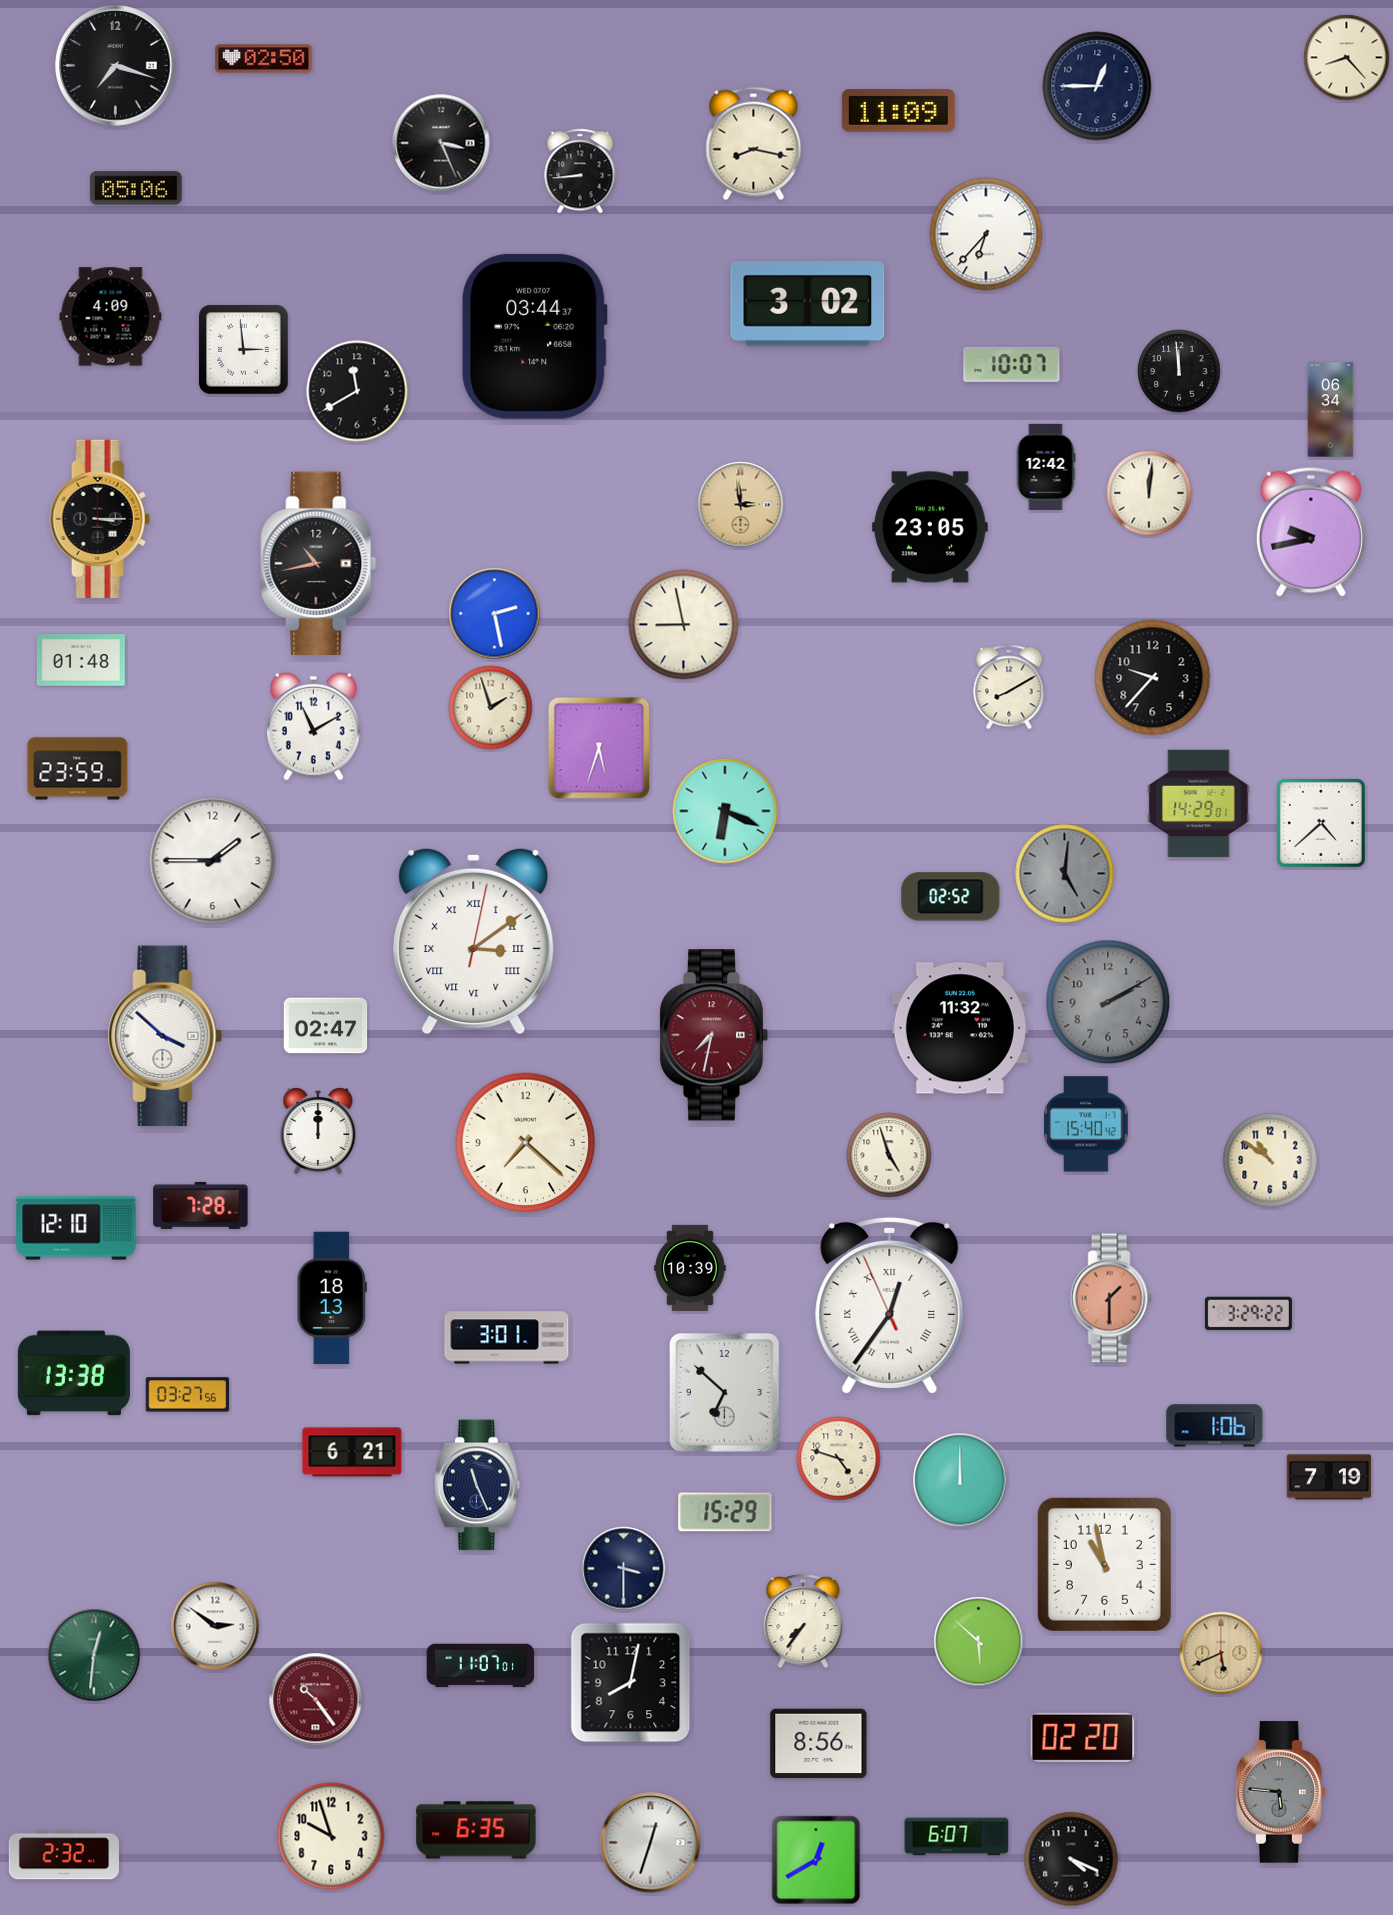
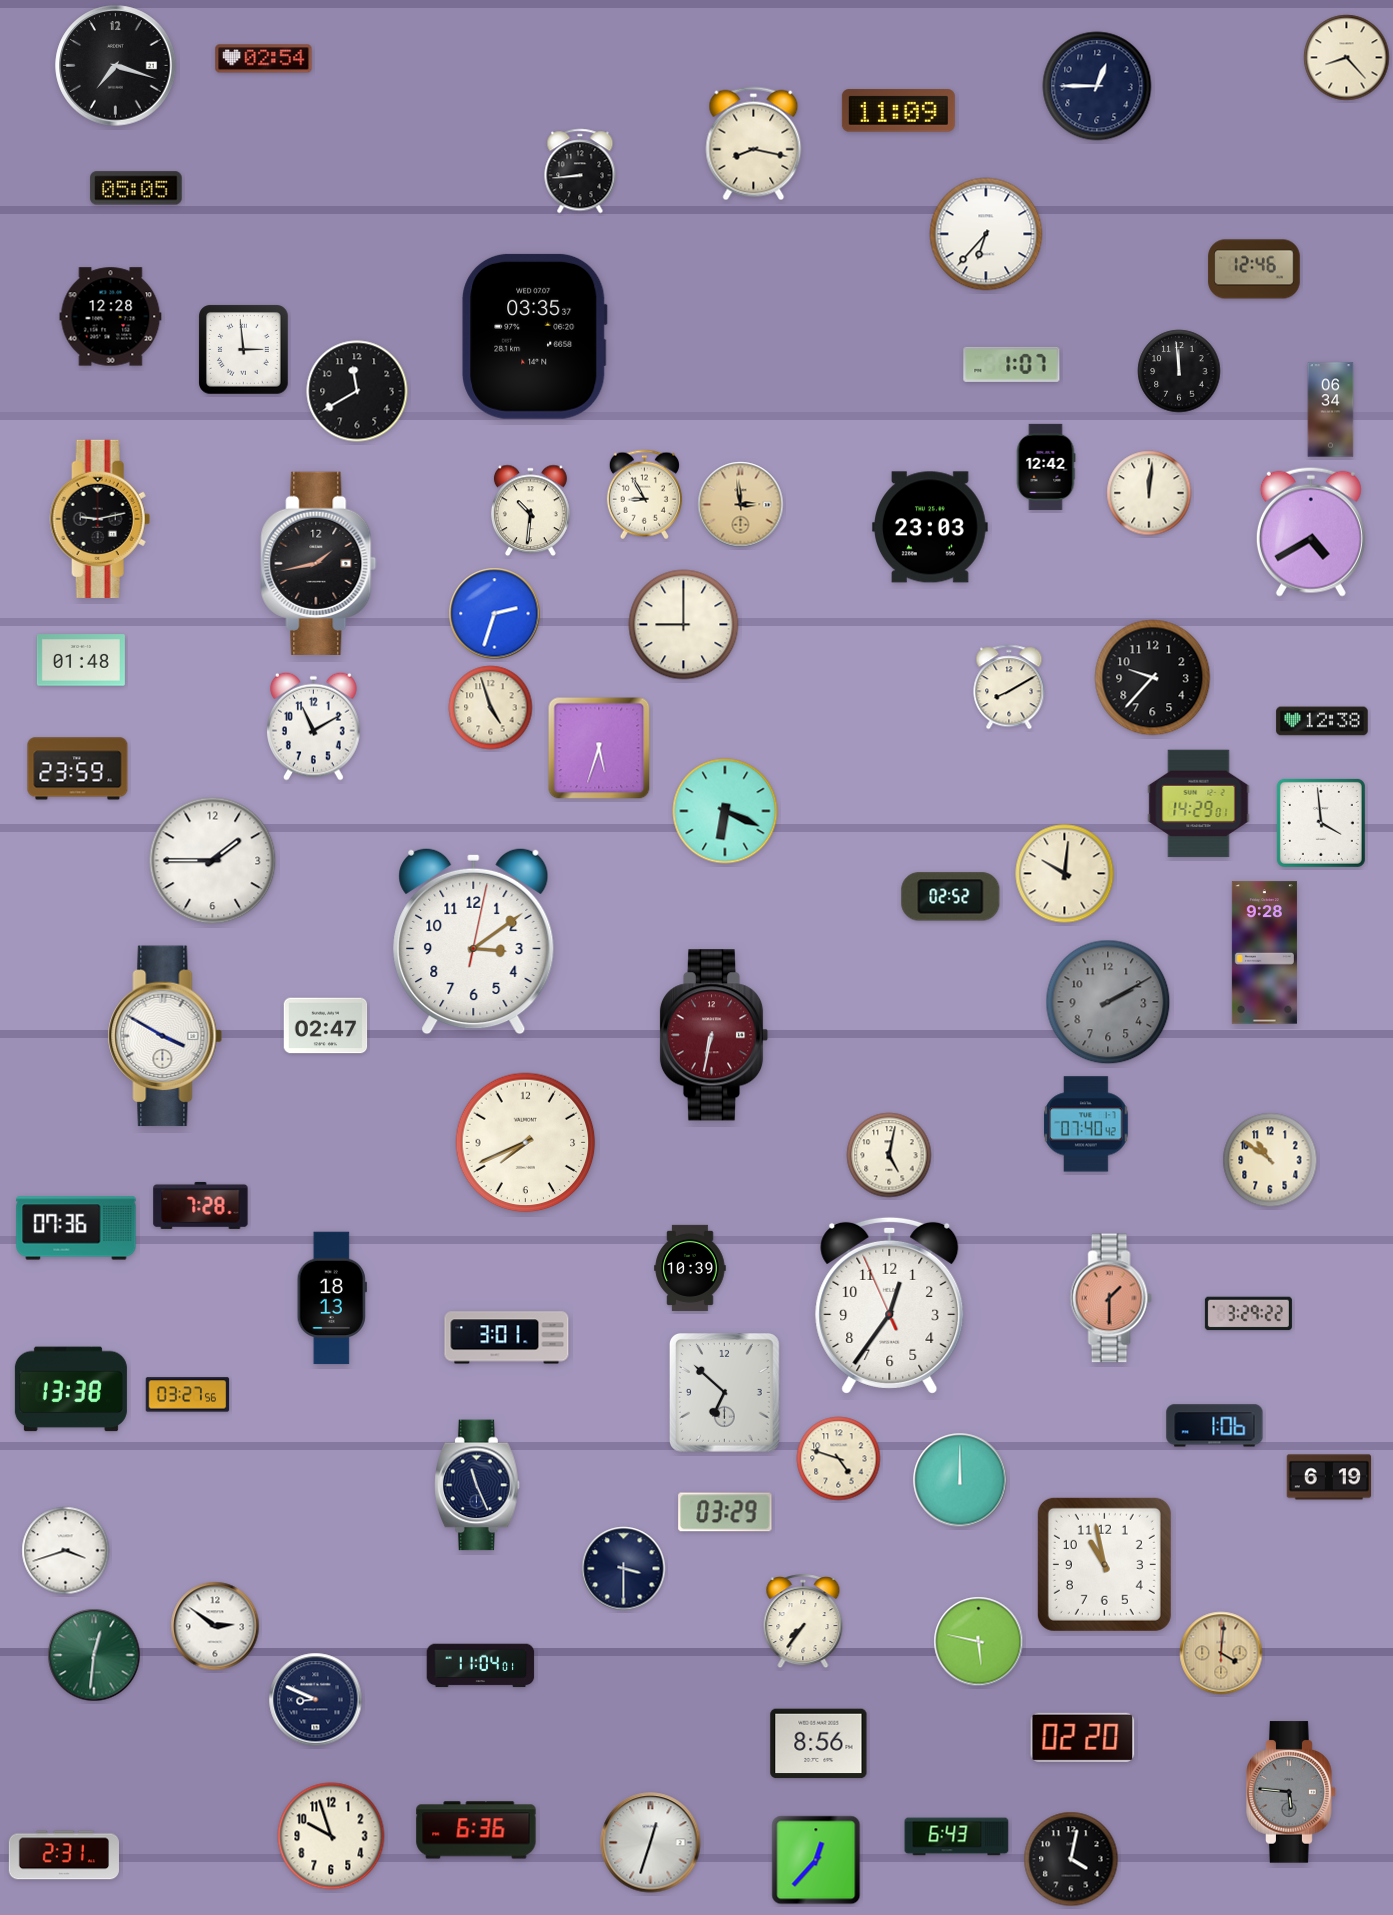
clock at (264, 59): 02:50 -> 02:54
clock at (441, 143): 3:26 -> none
clock at (136, 188): 05:06 -> 05:05
clock at (1254, 269): none -> 12:46
clock at (808, 304): 3:02 -> none
clock at (111, 317): 4:09 -> 12:28
clock at (535, 336): 03:44 -> 03:35
clock at (1012, 364): 10:07 -> 1:07
clock at (644, 495): none -> 8:55
clock at (530, 511): none -> 10:31
clock at (100, 519): 3:15 -> 9:13
clock at (931, 527): 23:05 -> 23:03
clock at (1311, 532): 9:43 -> 4:40
clock at (319, 563): 10:43 -> 1:43
clock at (495, 614): 2:28 -> 2:33
clock at (684, 625): 8:58 -> 9:00
clock at (491, 708): 1:57 -> 4:57
clock at (1322, 721): none -> 12:38
clock at (1321, 823): 4:38 -> 3:59
clock at (1065, 874): 5:01 -> 10:01
clock at (1065, 874) dial: grey -> cream
clock at (474, 941) numerals: Roman -> Arabic
clock at (1264, 953): none -> 9:28
clock at (960, 1028): 11:32 -> none
clock at (714, 1035): 7:32 -> 6:32
clock at (165, 1036): 3:52 -> 3:50
clock at (1086, 1124): 15:40 -> 07:40
clock at (318, 1131): 12:00 -> none
clock at (526, 1143): 7:22 -> 7:41
clock at (889, 1155): 4:57 -> 5:02
clock at (76, 1228): 12:10 -> 07:36
clock at (890, 1305) numerals: Roman -> Arabic
clock at (74, 1373) position: (74, 1373) -> (71, 1389)
clock at (352, 1452): 6:21 -> none
clock at (1329, 1477): 7:19 -> 6:19
clock at (725, 1512): 15:29 -> 03:29
clock at (66, 1551): none -> 3:42
clock at (979, 1642): 5:52 -> 5:47
clock at (1221, 1653): 5:41 -> 4:01
clock at (481, 1666): 11:07 -> 11:04
clock at (631, 1683): 8:02 -> none
clock at (316, 1700): 10:24 -> 8:49
clock at (316, 1700) dial: burgundy -> navy
clock at (1281, 1792) position: (1281, 1792) -> (1291, 1792)
clock at (476, 1830): 6:35 -> 6:36
clock at (957, 1837): 6:07 -> 6:43
clock at (64, 1855): 2:32 -> 2:31
clock at (1071, 1859): 4:19 -> 4:02
clock at (816, 1860): 12:40 -> 12:37
